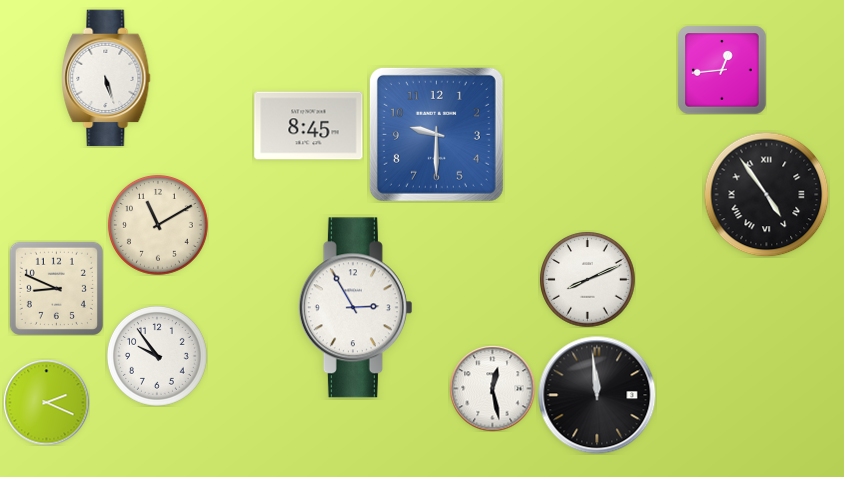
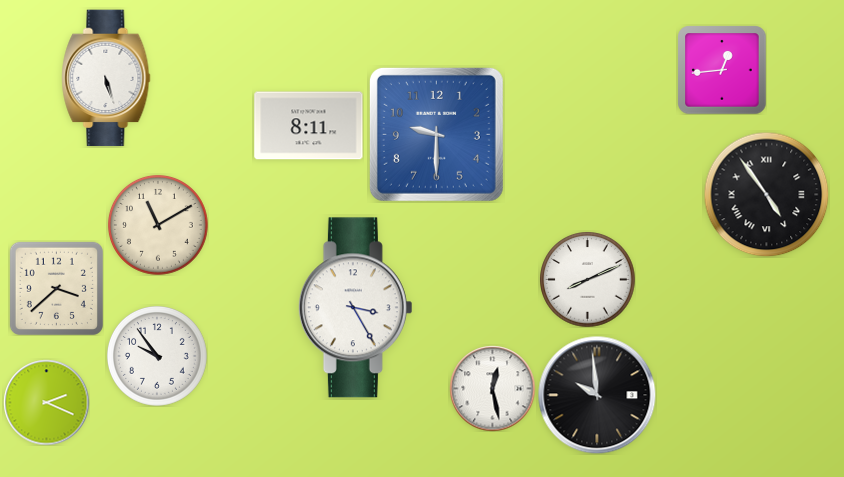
clock at (309, 126): 8:45 -> 8:11
clock at (56, 288): 8:49 -> 3:38
clock at (355, 308): 2:55 -> 3:25
clock at (597, 395): 11:59 -> 9:59
